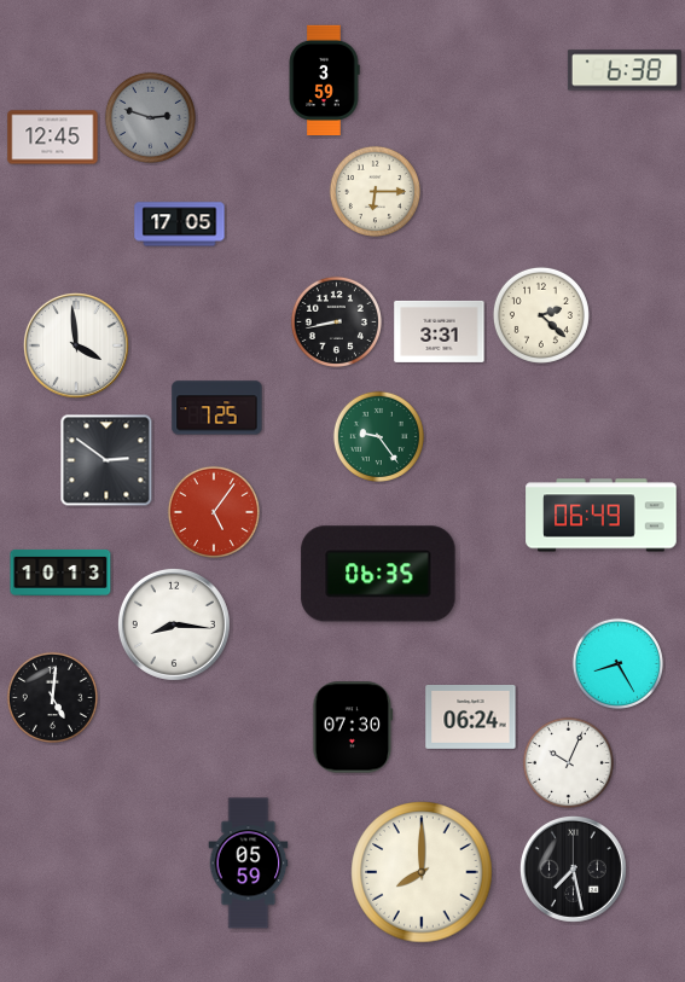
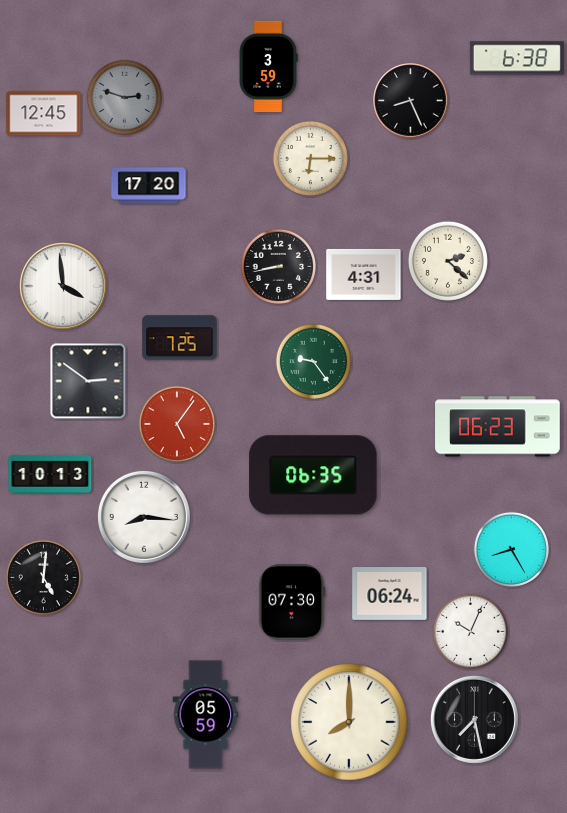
clock at (411, 101): none -> 8:26
clock at (180, 225): 17:05 -> 17:20
clock at (440, 331): 3:31 -> 4:31
clock at (602, 516): 06:49 -> 06:23
